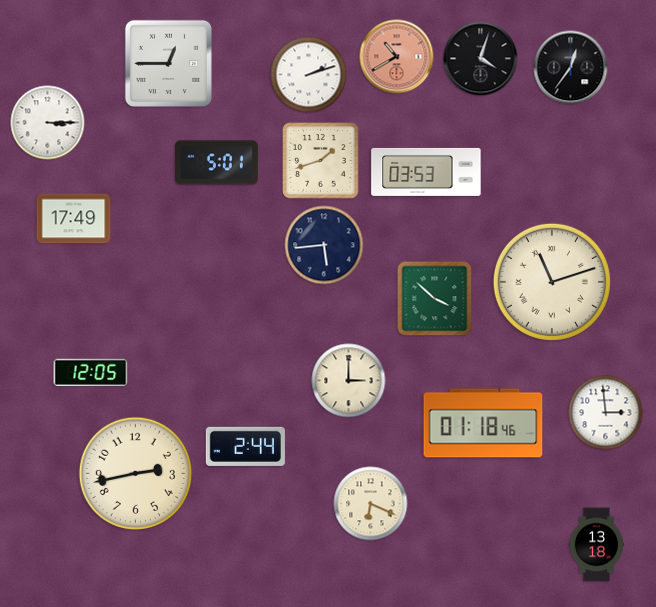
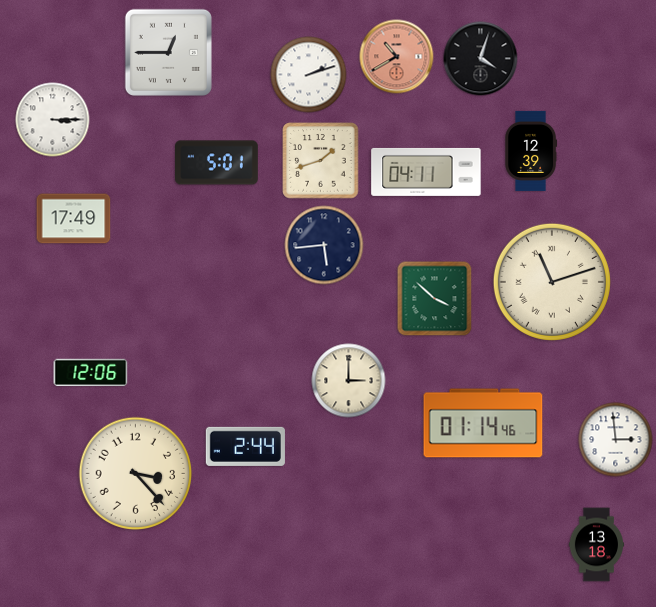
clock at (168, 63) position: (168, 63) -> (168, 52)
clock at (571, 68): 12:36 -> none
clock at (48, 123) position: (48, 123) -> (53, 120)
clock at (531, 151): none -> 12:39
clock at (426, 172): 03:53 -> 04:11
clock at (91, 373): 12:05 -> 12:06
clock at (606, 413) position: (606, 413) -> (616, 440)
clock at (483, 423): 01:18 -> 01:14
clock at (135, 473): 2:43 -> 3:23
clock at (371, 504): 6:19 -> none
